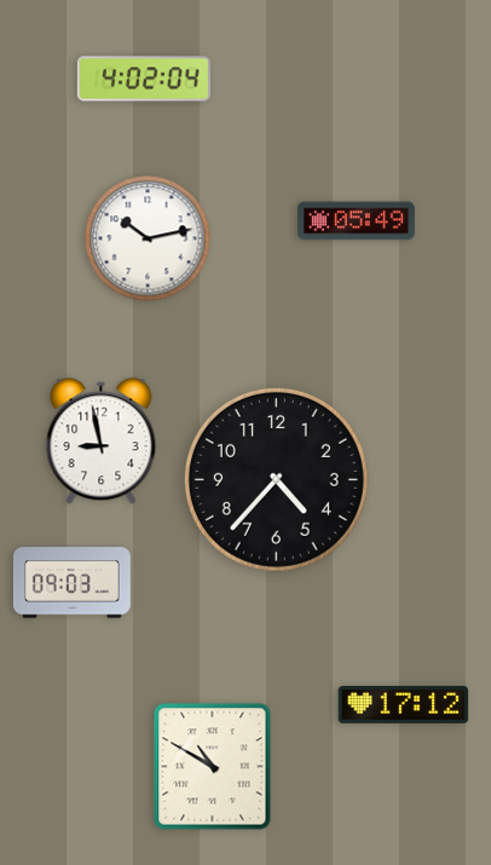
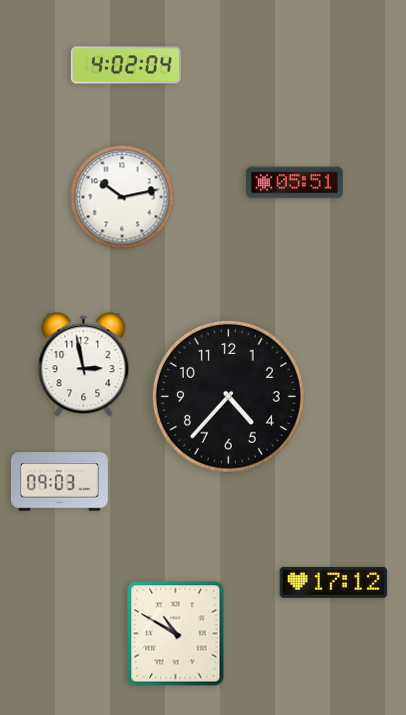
clock at (144, 79) position: (144, 79) -> (126, 65)
clock at (357, 221): 05:49 -> 05:51
clock at (102, 442): 8:58 -> 2:58
